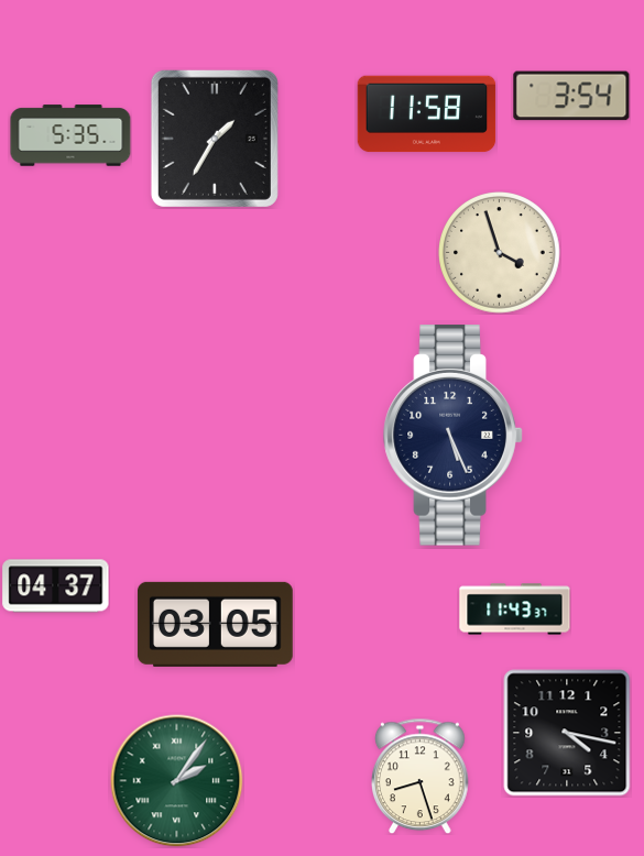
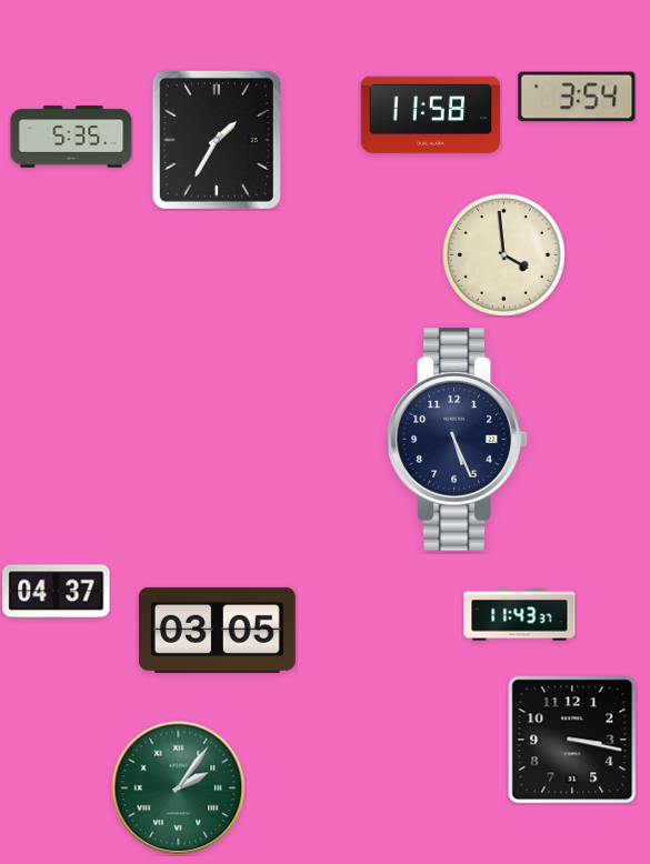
clock at (500, 253): 3:57 -> 3:59
clock at (567, 733): 4:17 -> 3:17
clock at (421, 776): 8:27 -> none
